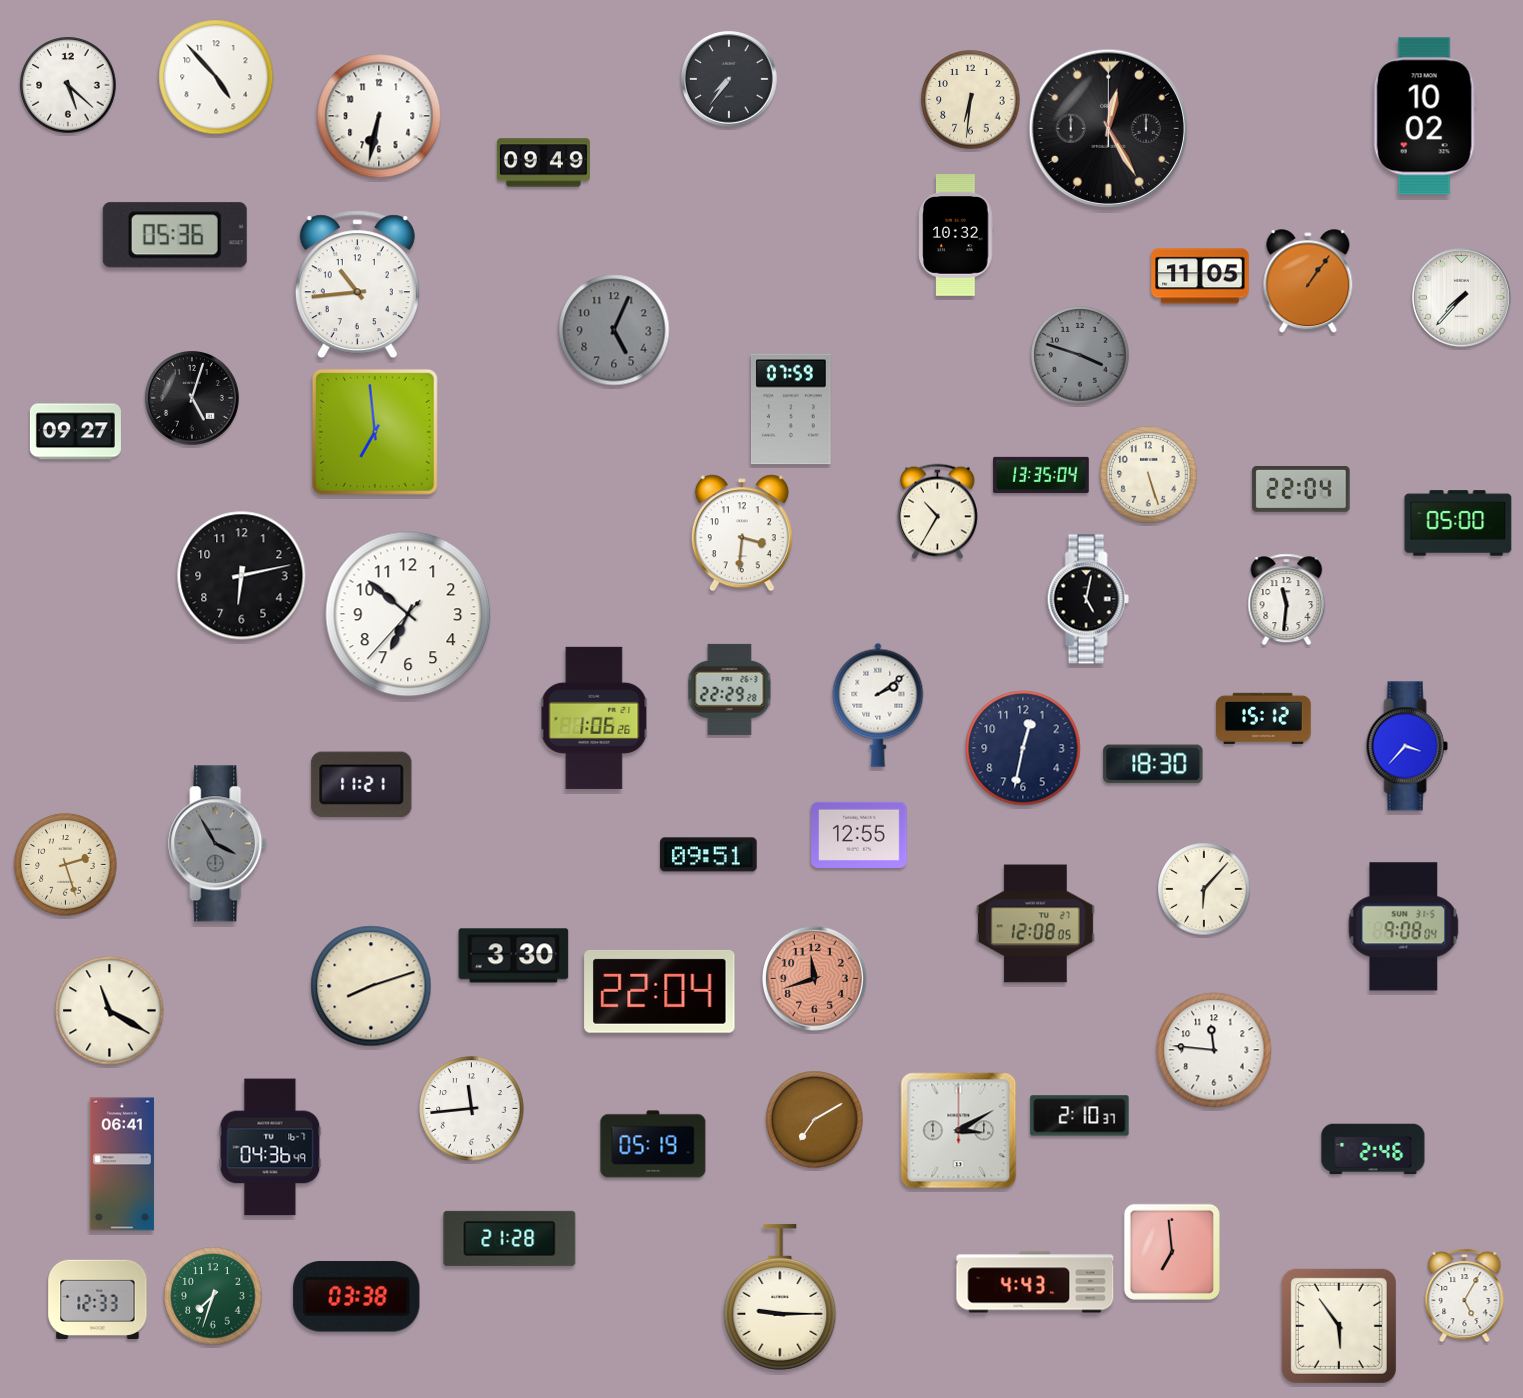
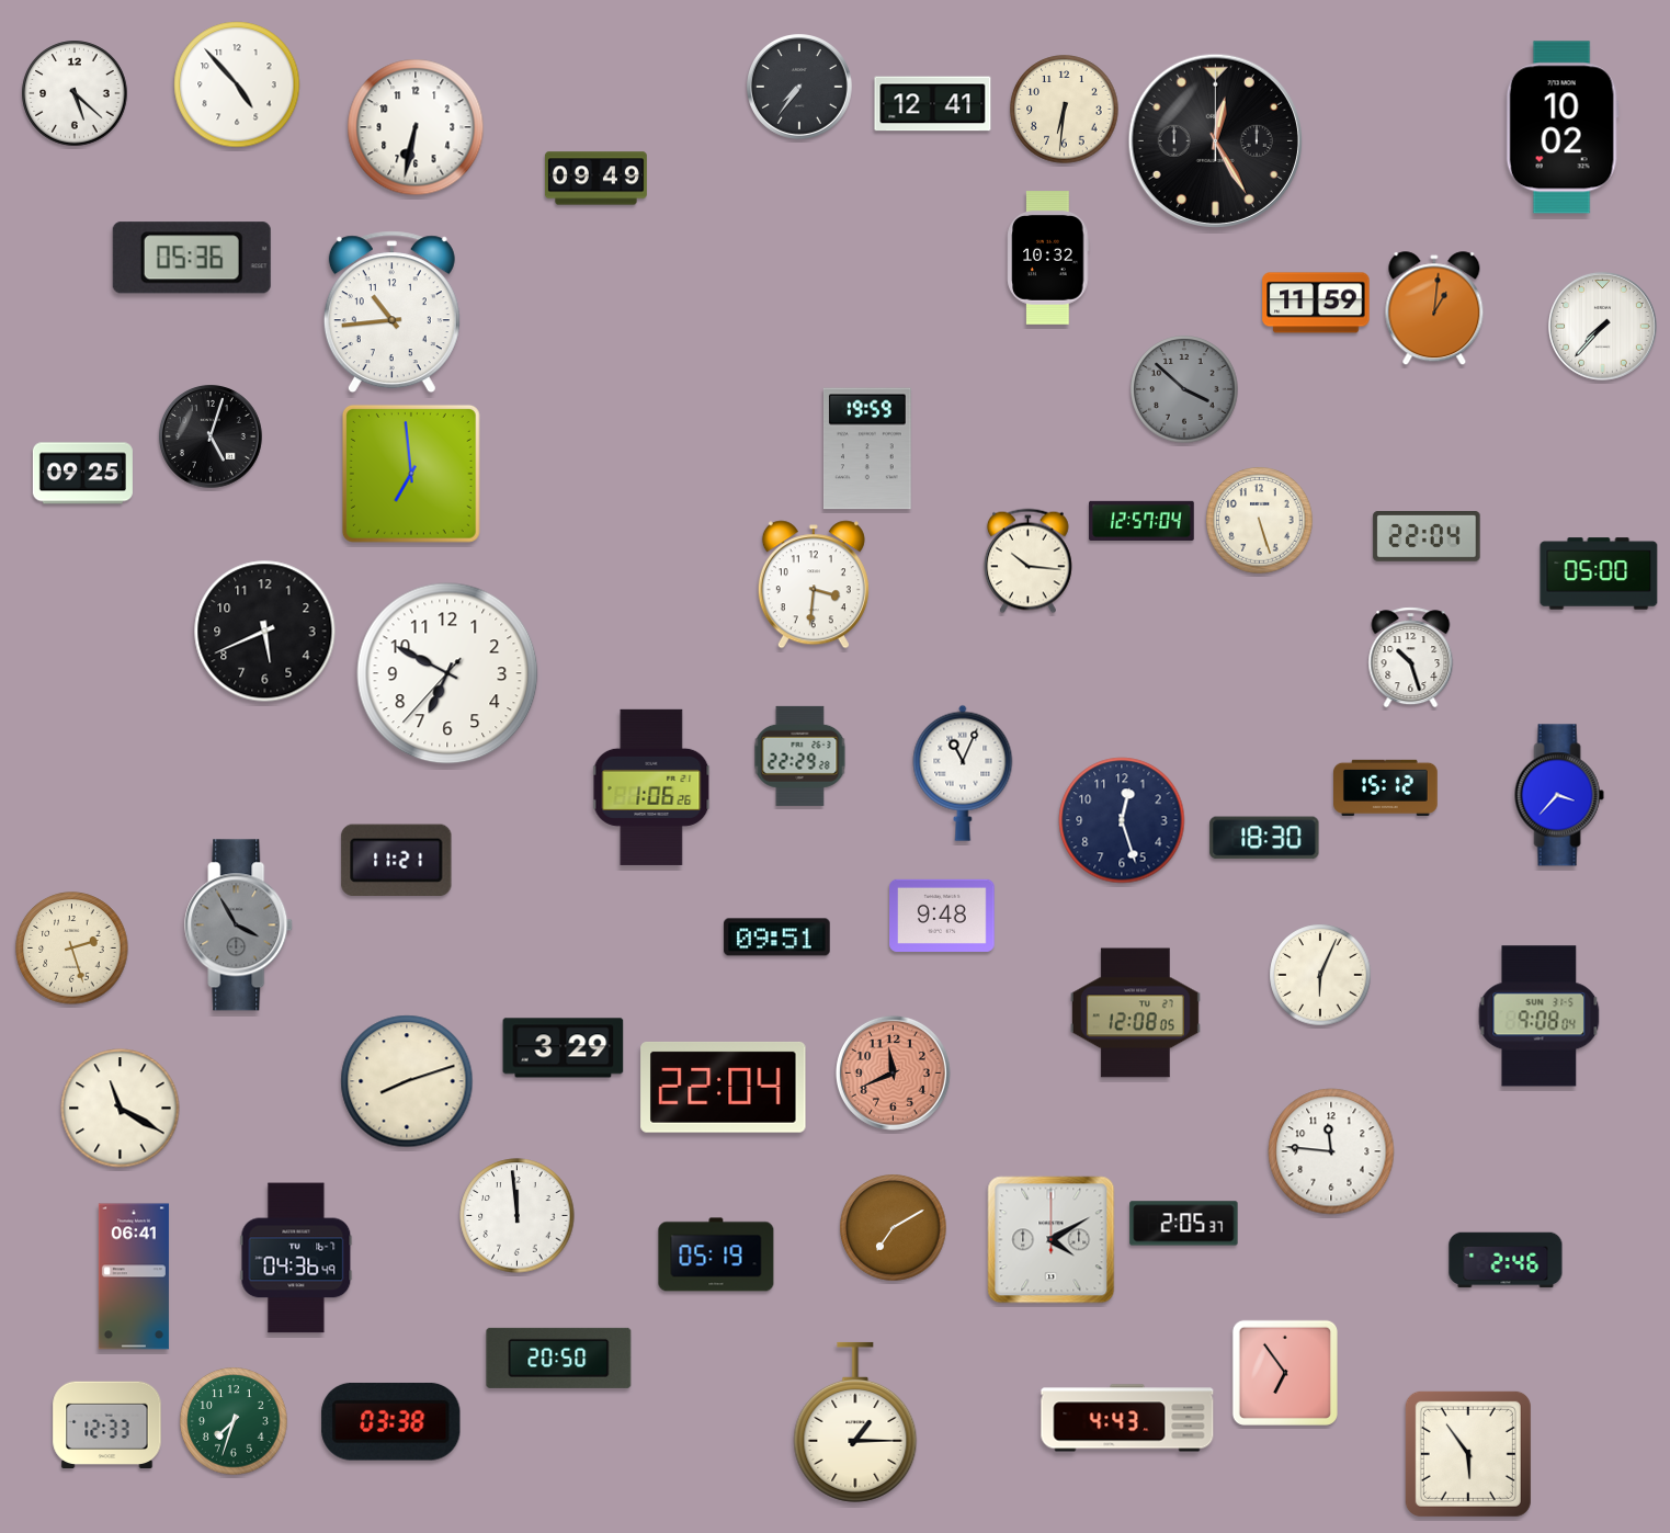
clock at (933, 104): none -> 12:41
clock at (1200, 276): 11:05 -> 11:59
clock at (1308, 282): 1:06 -> 1:01
clock at (614, 330): 5:04 -> none
clock at (1080, 355): 3:48 -> 3:52
clock at (792, 409): 07:59 -> 19:59
clock at (75, 432): 09:27 -> 09:25
clock at (1041, 475): 13:35 -> 12:57
clock at (938, 512): 10:35 -> 10:16
clock at (242, 576): 6:13 -> 5:41
clock at (1088, 599): 5:02 -> none
clock at (1287, 600): 11:31 -> 10:27
clock at (408, 614): 6:51 -> 6:49
clock at (878, 705): 2:09 -> 11:04
clock at (1407, 746) position: (1407, 746) -> (1559, 795)
clock at (1023, 748): 12:32 -> 12:27
clock at (859, 835): 12:55 -> 9:48
clock at (1204, 889): 6:07 -> 6:04
clock at (514, 956): 3:30 -> 3:29
clock at (814, 978): 11:42 -> 11:41
clock at (472, 1109): 11:44 -> 11:59
clock at (1080, 1116): 2:10 -> 2:05
clock at (959, 1131): 3:10 -> 4:10
clock at (510, 1238): 21:28 -> 20:50
clock at (1172, 1252): 6:59 -> 6:54
clock at (1035, 1282) position: (1035, 1282) -> (1127, 1418)
clock at (1465, 1295): 5:05 -> none
clock at (780, 1297): 9:15 -> 1:15
